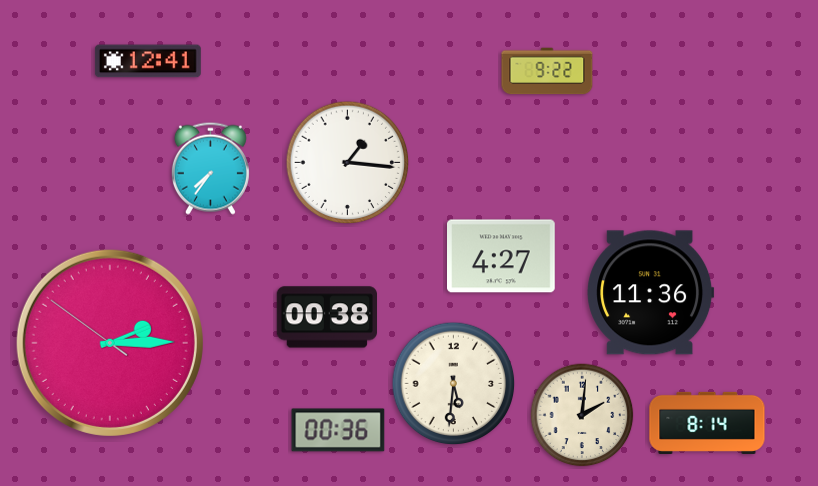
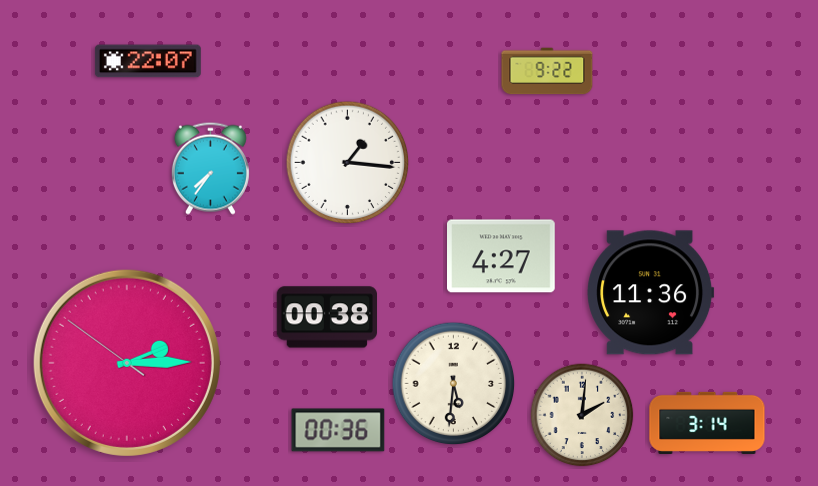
clock at (148, 61): 12:41 -> 22:07
clock at (110, 343) position: (110, 343) -> (127, 363)
clock at (707, 423): 8:14 -> 3:14
